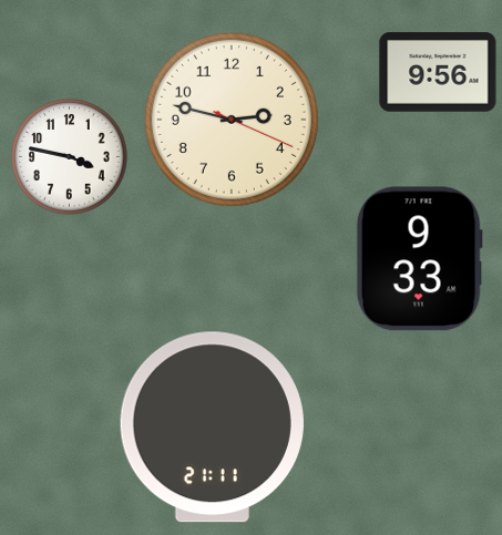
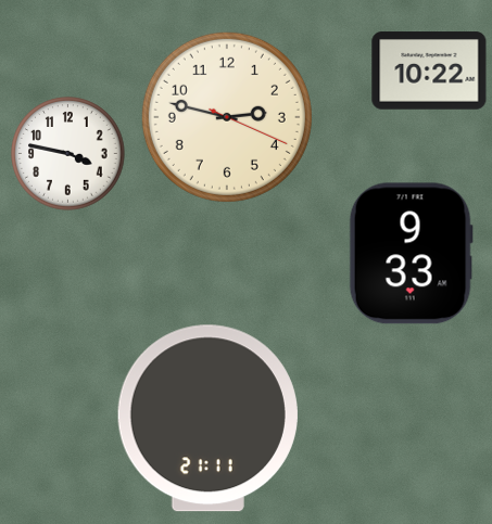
clock at (438, 72): 9:56 -> 10:22
